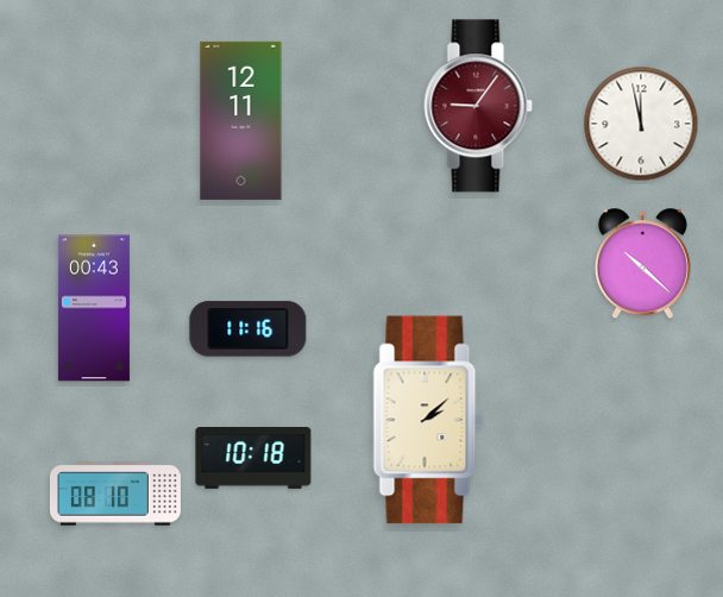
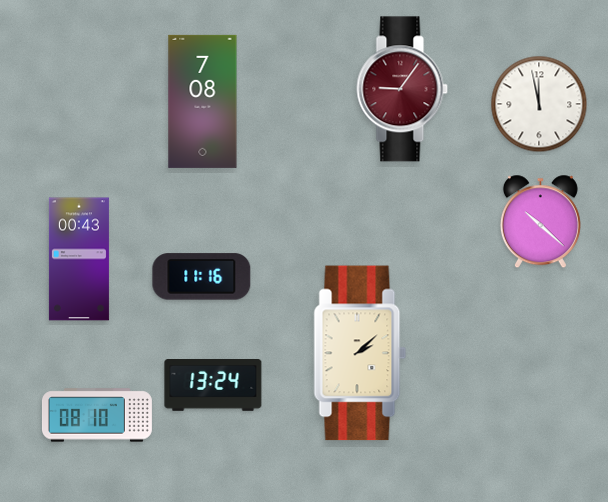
clock at (241, 120): 12:11 -> 7:08
clock at (249, 329) position: (249, 329) -> (202, 277)
clock at (253, 459): 10:18 -> 13:24
